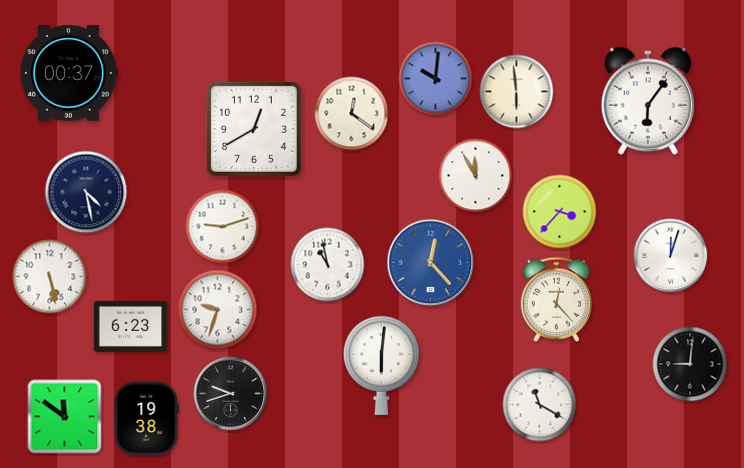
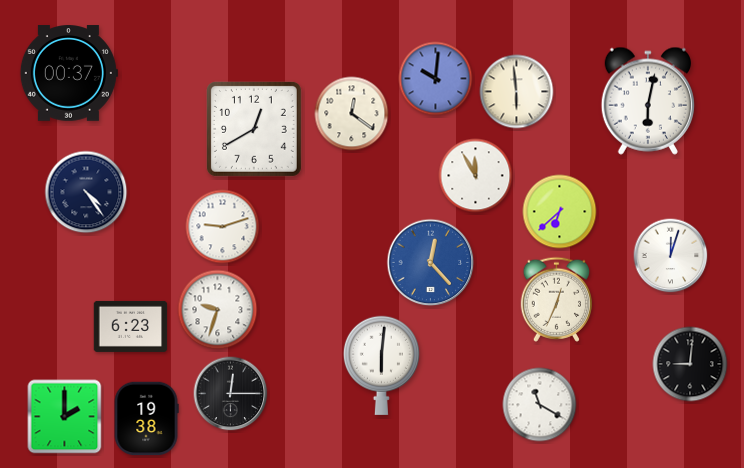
clock at (648, 101): 6:06 -> 6:02
clock at (86, 192): 4:28 -> 4:24
clock at (560, 212): 3:37 -> 6:38
clock at (328, 265): 10:58 -> none
clock at (50, 277): 5:28 -> none
clock at (556, 299): 12:23 -> 12:34
clock at (231, 394): 9:42 -> 12:15
clock at (65, 417): 11:51 -> 2:00
